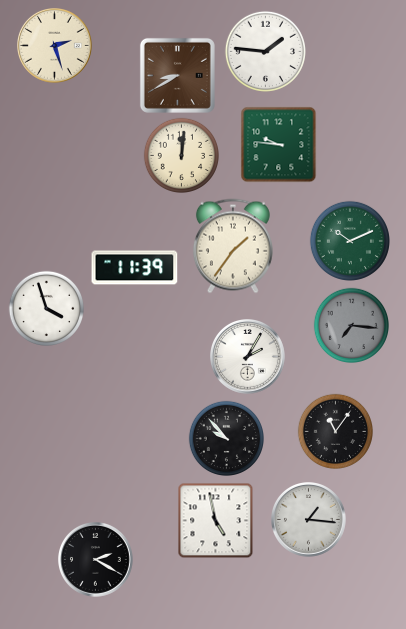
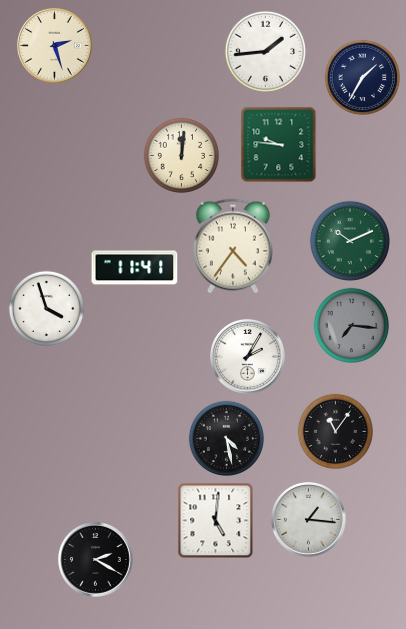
clock at (265, 51): 1:46 -> 1:44
clock at (177, 75): 8:40 -> none
clock at (362, 77): none -> 1:35
clock at (233, 246): 1:36 -> 4:36
clock at (135, 268): 11:39 -> 11:41
clock at (226, 438): 9:53 -> 4:28
clock at (216, 521): 4:58 -> 5:01
